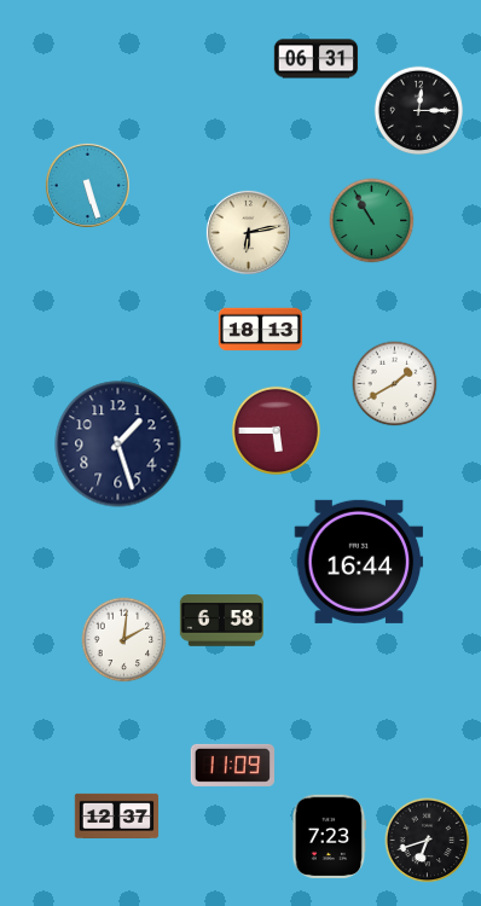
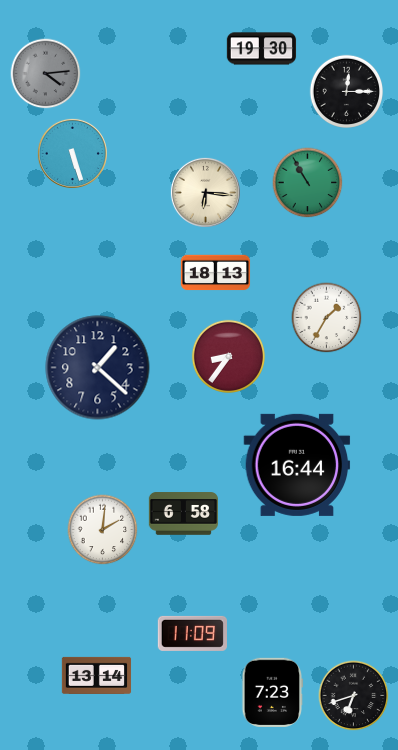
clock at (317, 59): 06:31 -> 19:30
clock at (46, 74): none -> 4:14
clock at (248, 232): 6:13 -> 6:16
clock at (395, 384): 1:40 -> 1:35
clock at (276, 430): 5:45 -> 8:36
clock at (118, 445): 1:27 -> 1:22
clock at (117, 815): 12:37 -> 13:14
